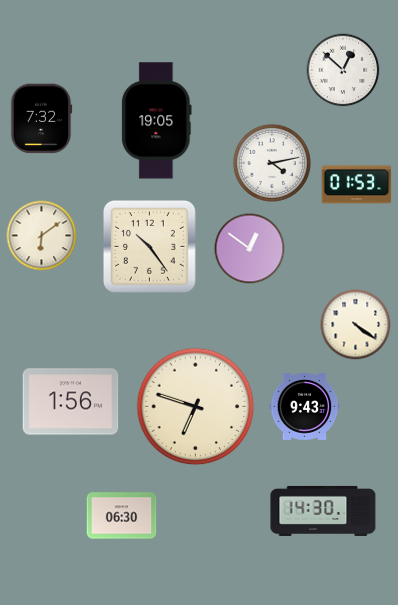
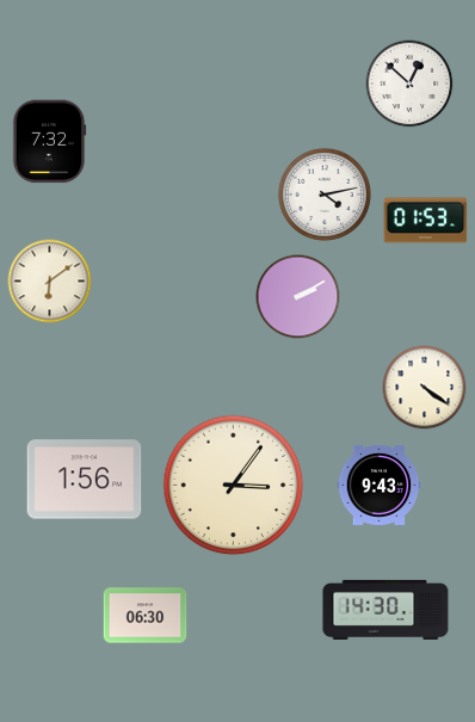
clock at (157, 121): 19:05 -> none
clock at (150, 247): 10:24 -> none
clock at (250, 249): 12:51 -> 2:10
clock at (305, 406) position: (305, 406) -> (380, 485)
clock at (196, 407): 6:48 -> 3:06
